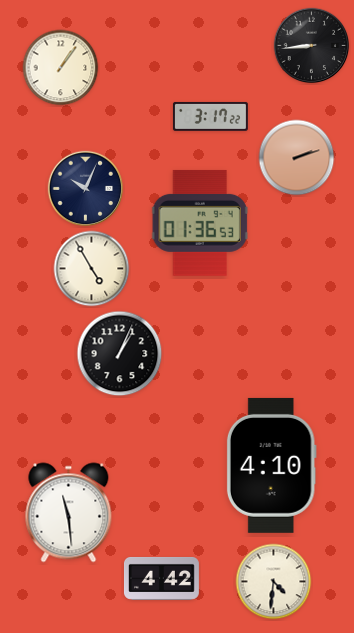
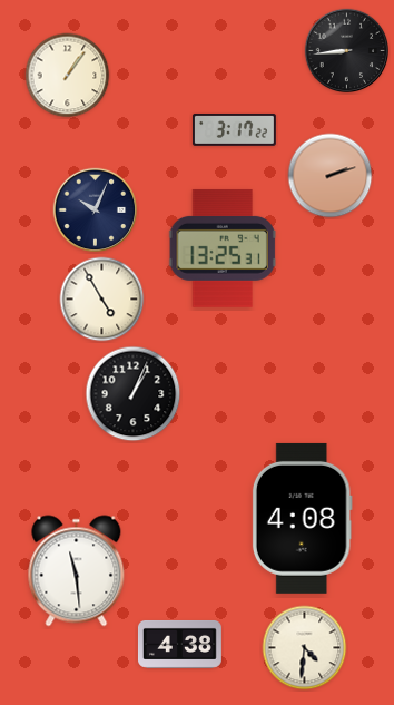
clock at (200, 223): 01:36 -> 13:25
clock at (271, 465): 4:10 -> 4:08
clock at (161, 578): 4:42 -> 4:38
